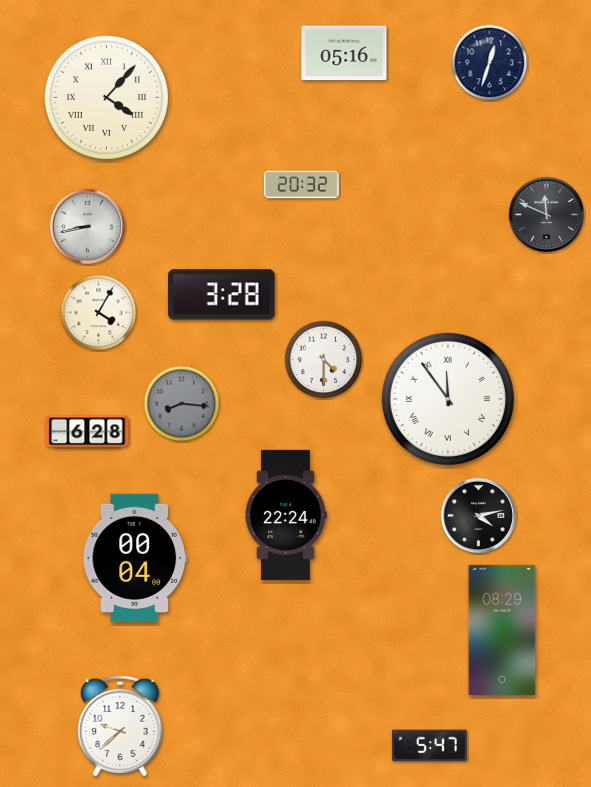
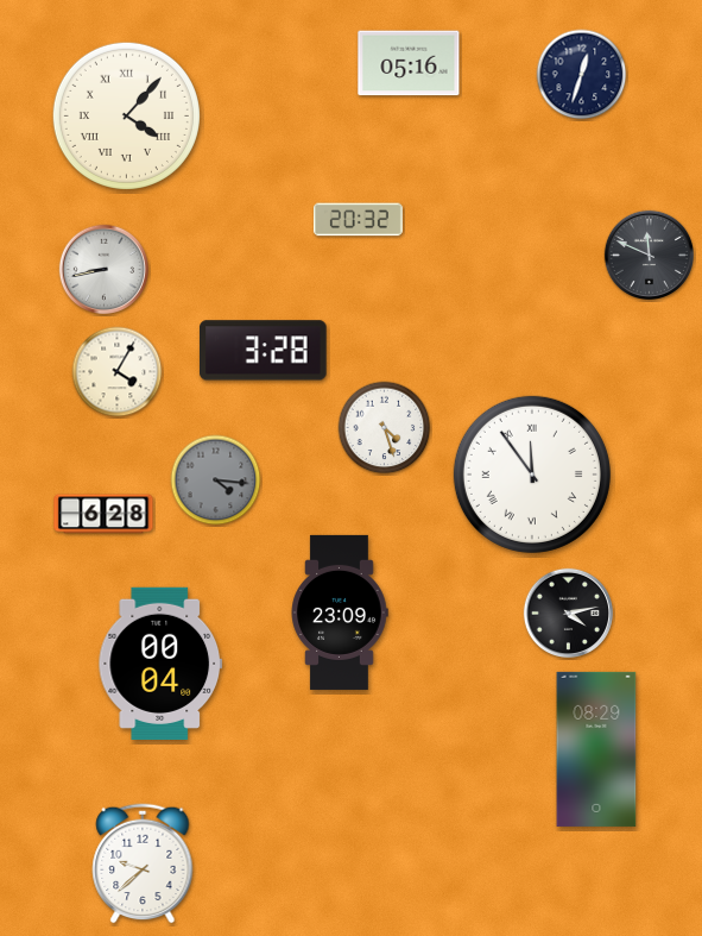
clock at (324, 360): 4:30 -> 4:27
clock at (182, 404): 8:16 -> 4:16
clock at (286, 515): 22:24 -> 23:09
clock at (429, 746): 5:47 -> none
